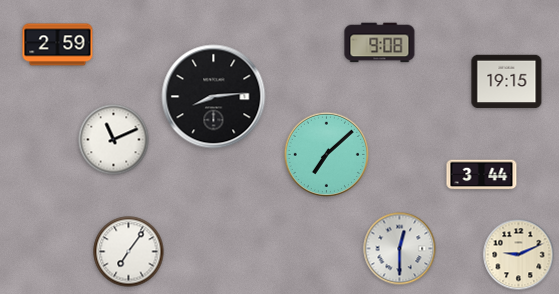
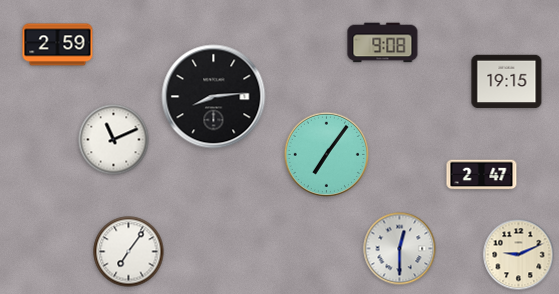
clock at (380, 43) position: (380, 43) -> (383, 43)
clock at (326, 154): 7:08 -> 7:06
clock at (482, 175): 3:44 -> 2:47
